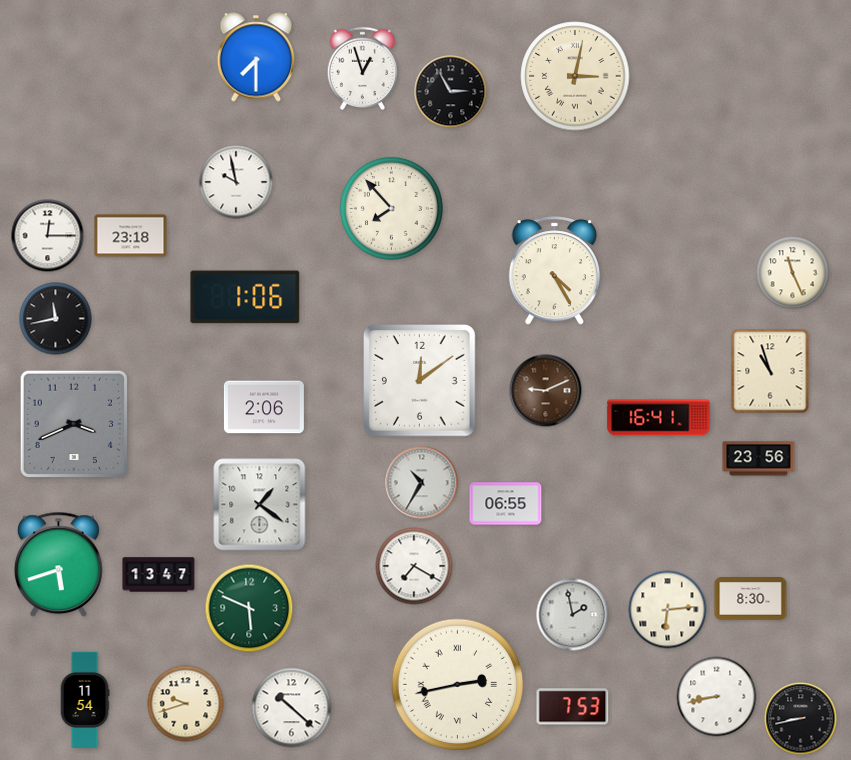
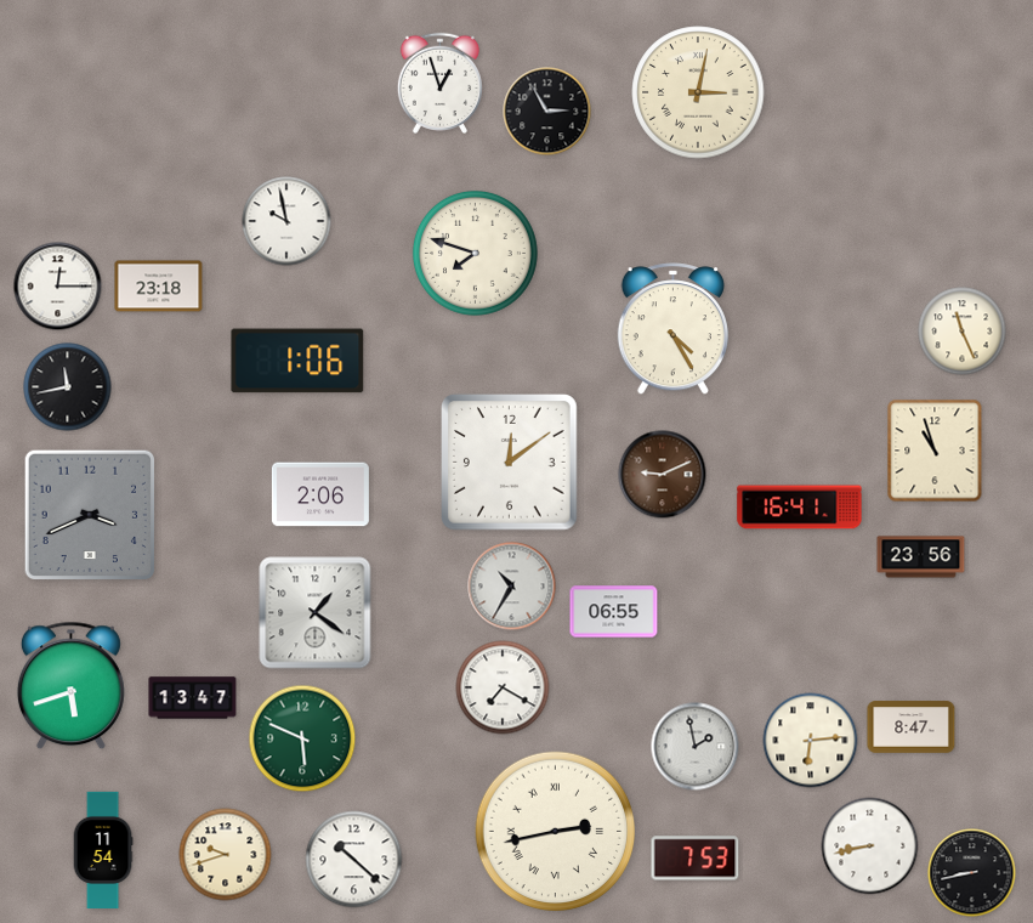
clock at (256, 57): 7:30 -> none
clock at (391, 208): 7:53 -> 7:48
clock at (751, 599): 8:30 -> 8:47
